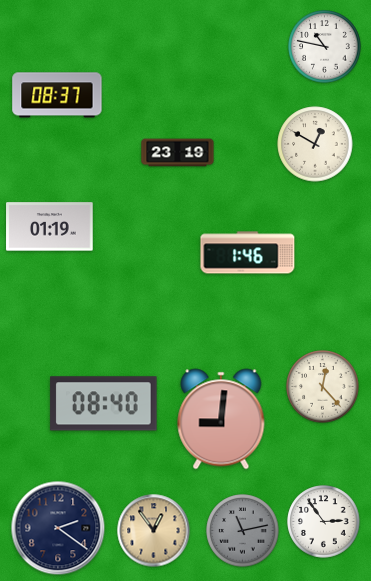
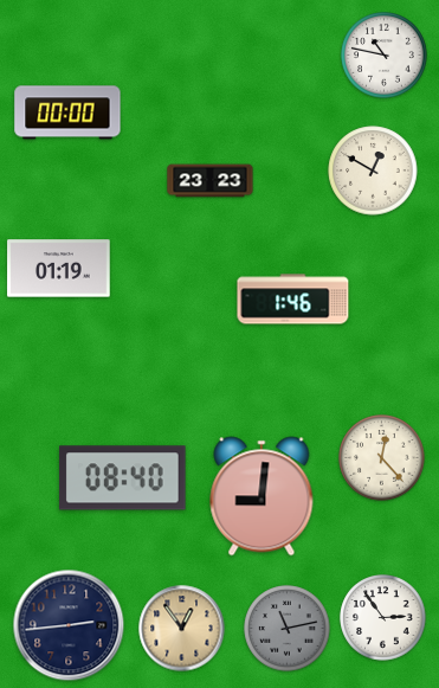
clock at (57, 95): 08:37 -> 00:00
clock at (178, 153): 23:19 -> 23:23
clock at (58, 528): 2:21 -> 2:44
